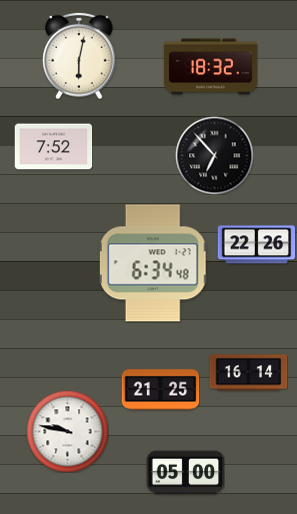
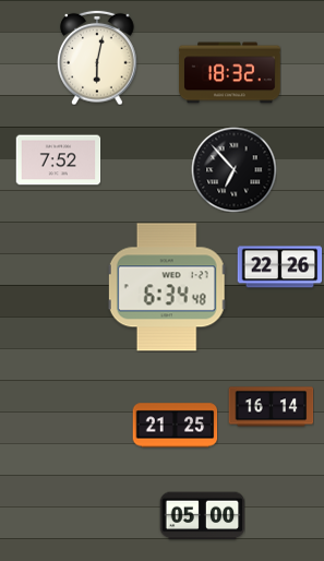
clock at (79, 56) position: (79, 56) -> (97, 58)
clock at (67, 431): 9:47 -> none
